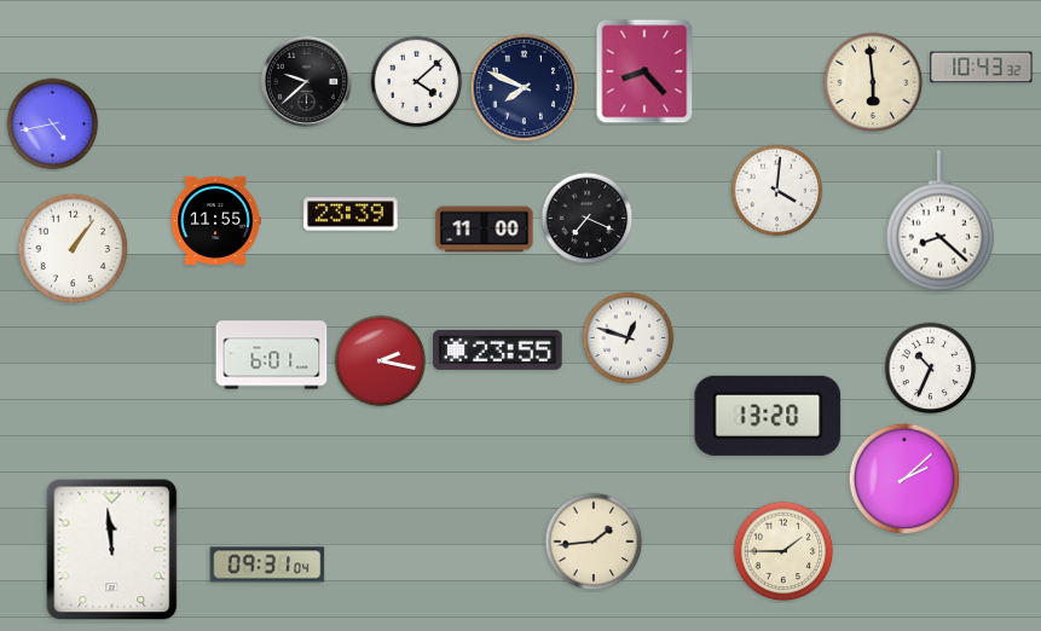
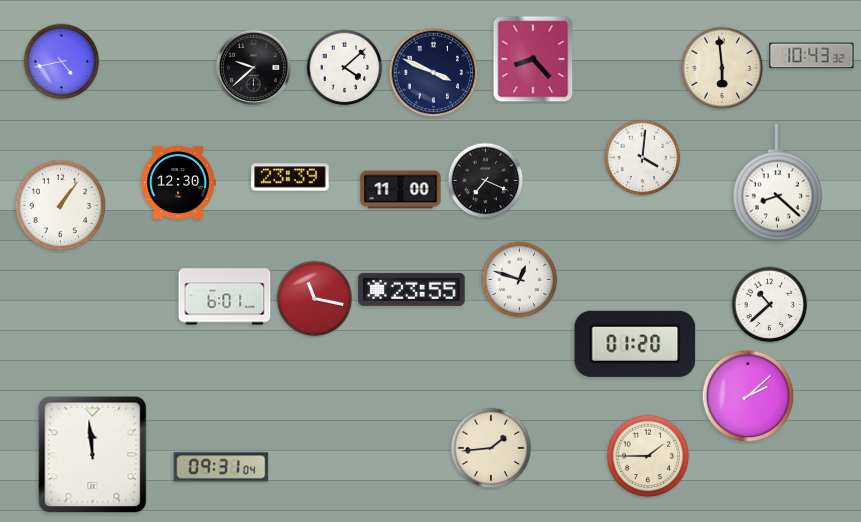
clock at (525, 88): 7:49 -> 3:49
clock at (53, 125) position: (53, 125) -> (62, 62)
clock at (215, 220): 11:55 -> 12:30
clock at (272, 355) position: (272, 355) -> (225, 297)
clock at (381, 361): 2:17 -> 11:17
clock at (931, 369): 10:34 -> 10:38
clock at (768, 416): 13:20 -> 01:20
